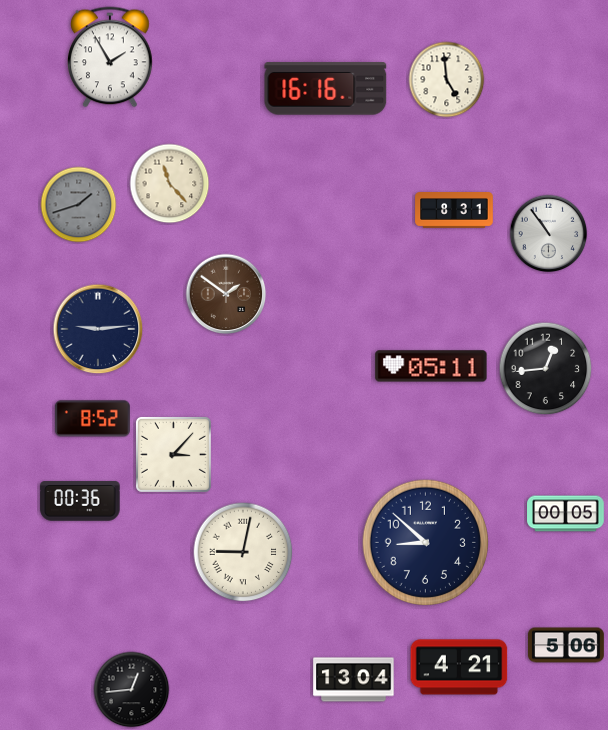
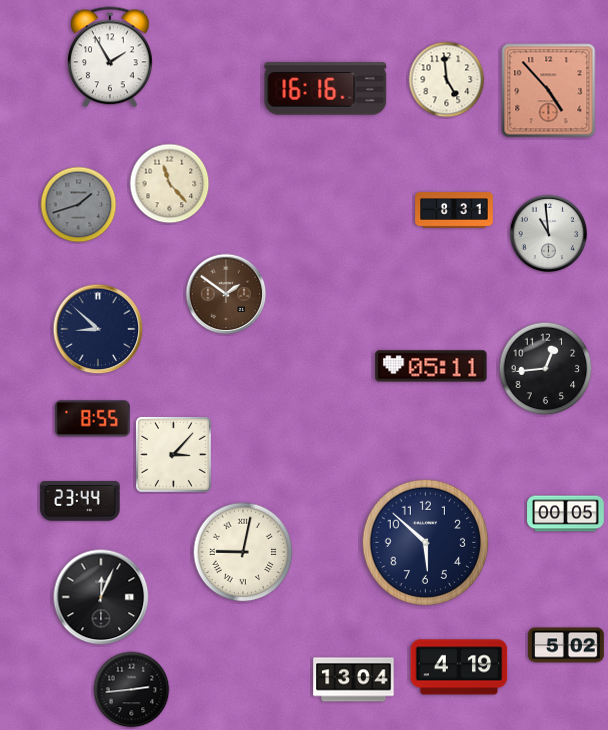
clock at (549, 91): none -> 4:53
clock at (549, 234): 10:54 -> 10:59
clock at (98, 329): 9:14 -> 8:52
clock at (92, 419): 8:52 -> 8:55
clock at (80, 501): 00:36 -> 23:44
clock at (425, 542): 8:52 -> 5:52
clock at (101, 597): none -> 12:04
clock at (567, 645): 5:06 -> 5:02
clock at (459, 667): 4:21 -> 4:19
clock at (132, 690): 12:44 -> 2:44
